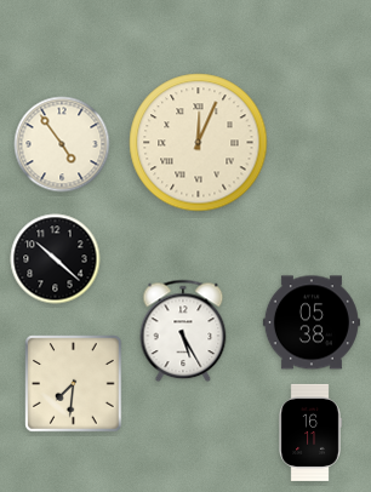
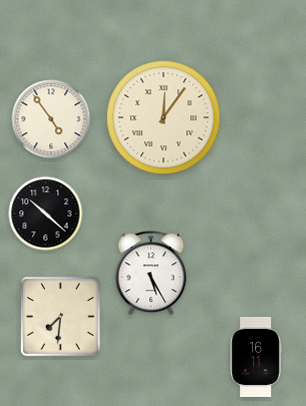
clock at (199, 143): 12:04 -> 12:06
clock at (312, 322): 05:38 -> none
